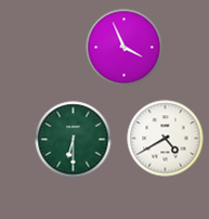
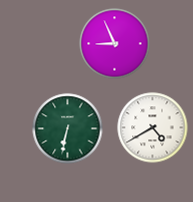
clock at (125, 48): 3:56 -> 8:56
clock at (74, 140): 6:30 -> 6:32
